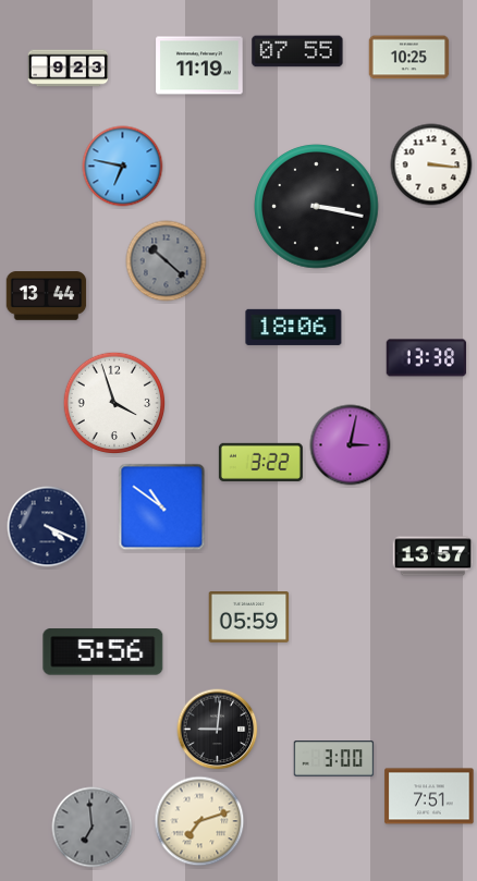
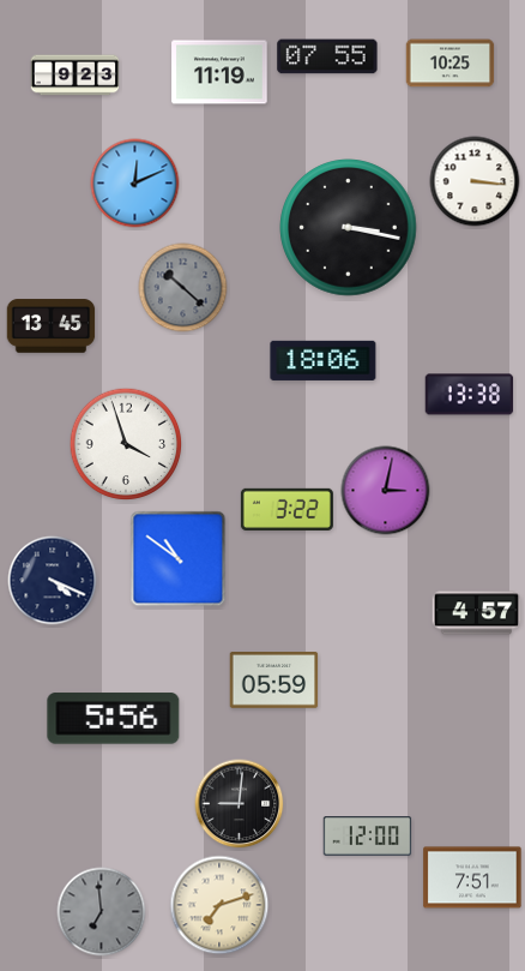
clock at (123, 167): 6:47 -> 12:11
clock at (47, 296): 13:44 -> 13:45
clock at (433, 556): 13:57 -> 4:57
clock at (334, 759): 3:00 -> 12:00
